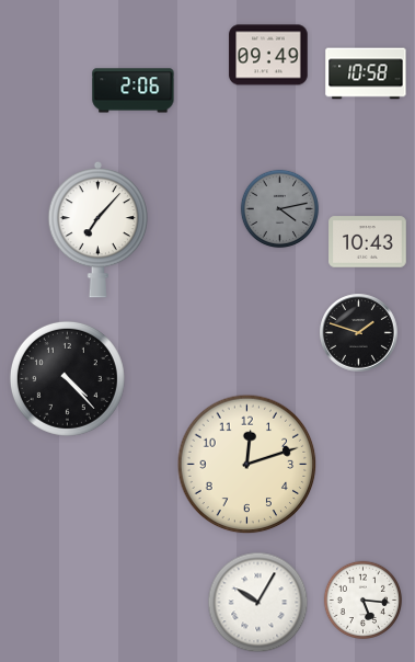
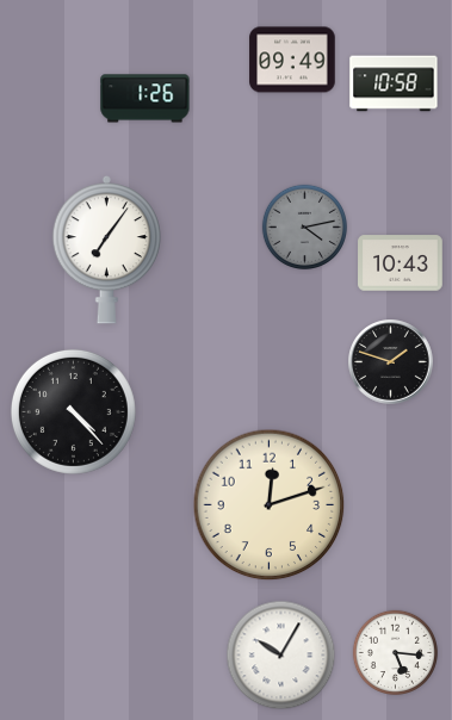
clock at (366, 73) position: (366, 73) -> (394, 83)
clock at (134, 91): 2:06 -> 1:26
clock at (97, 229): 7:07 -> 7:06
